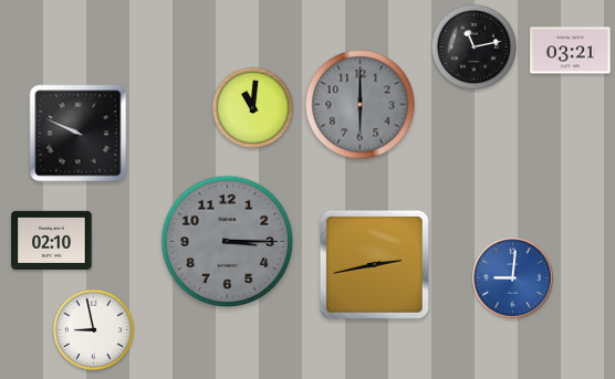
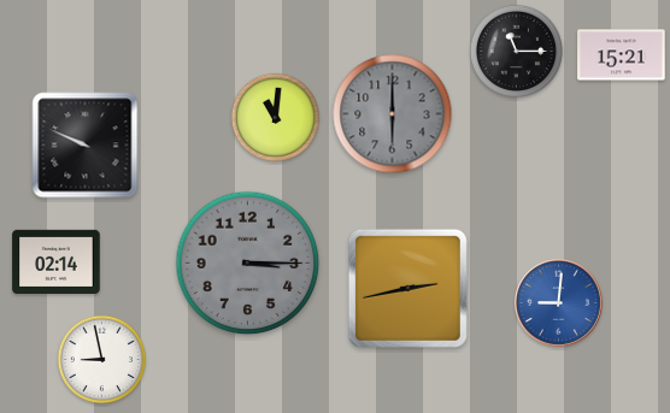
clock at (473, 46): 11:13 -> 11:15
clock at (571, 51): 03:21 -> 15:21
clock at (52, 240): 02:10 -> 02:14
